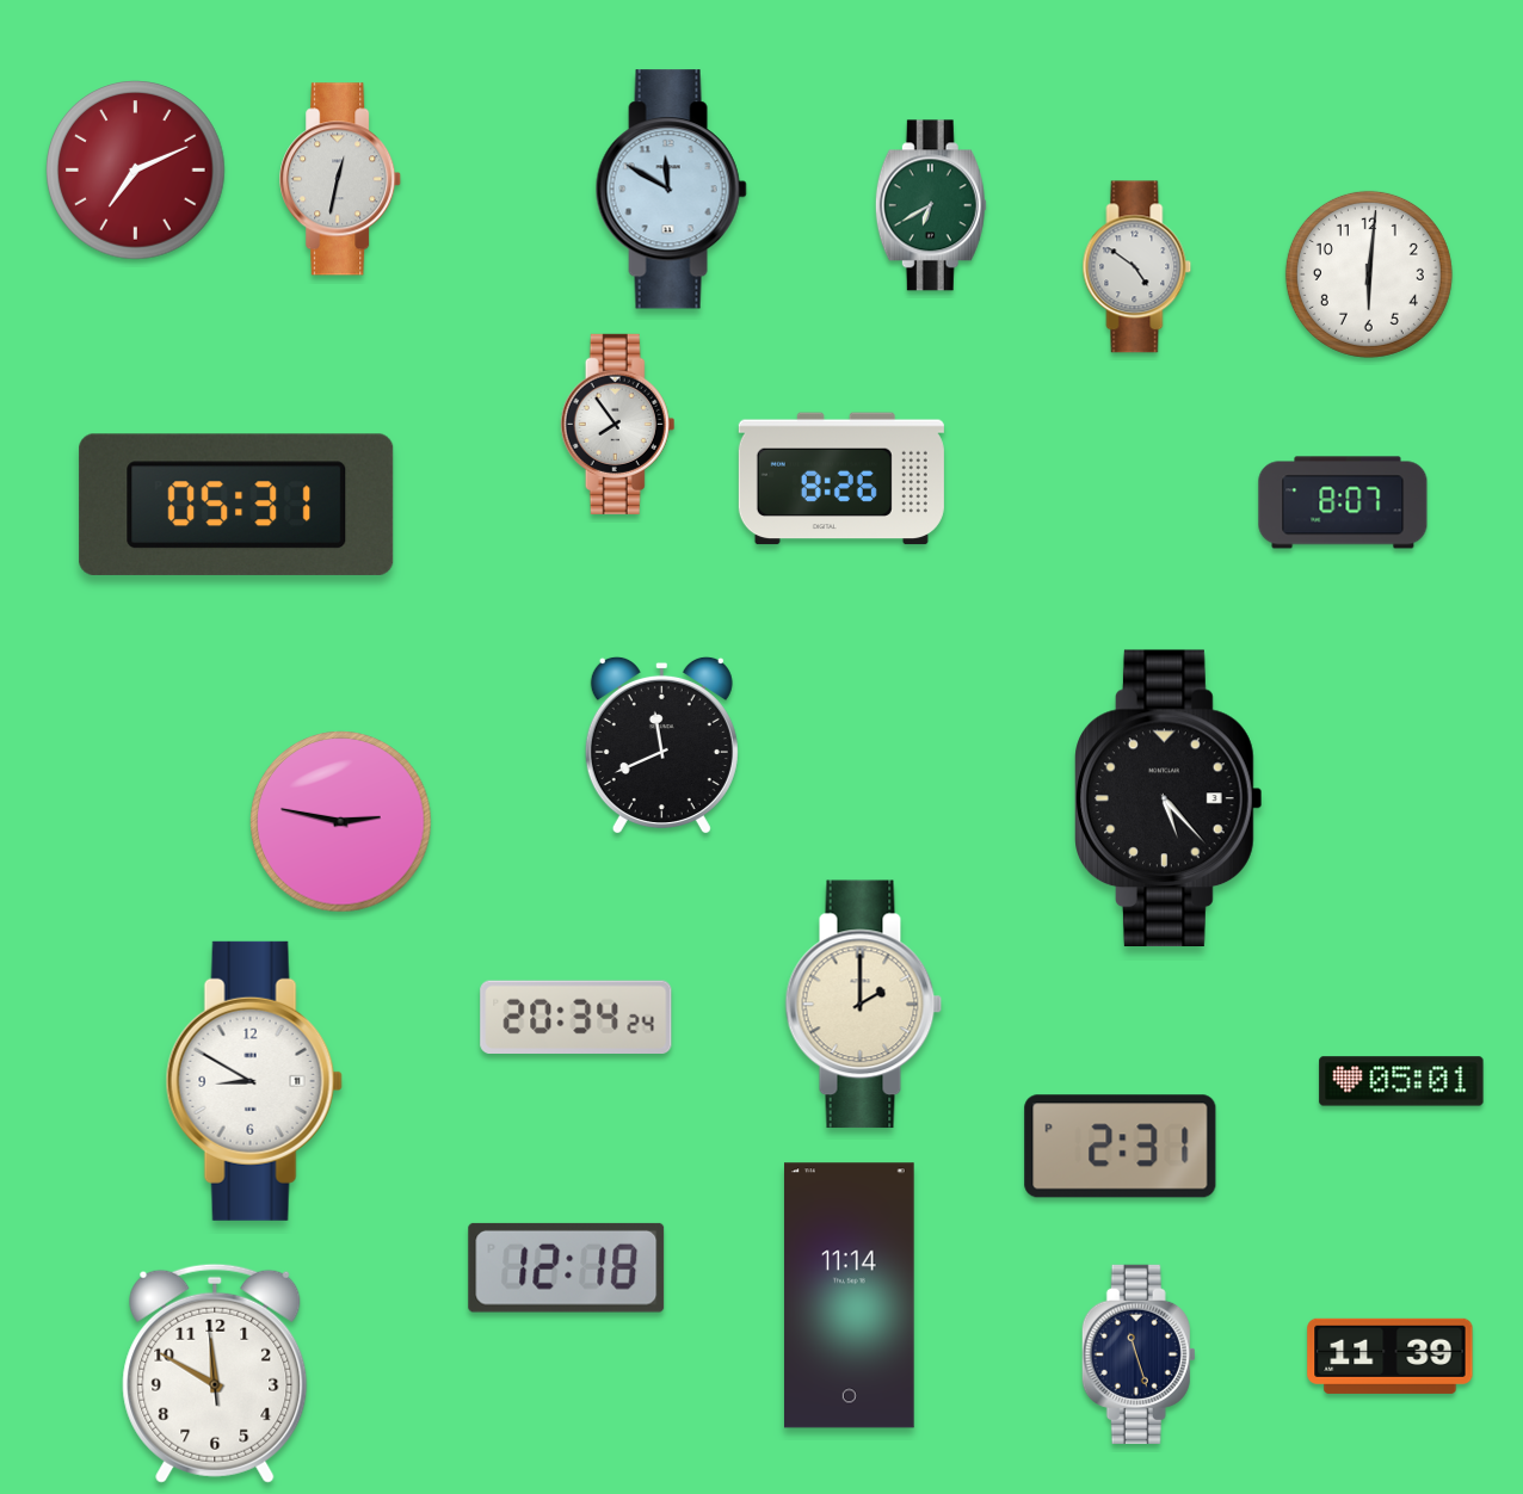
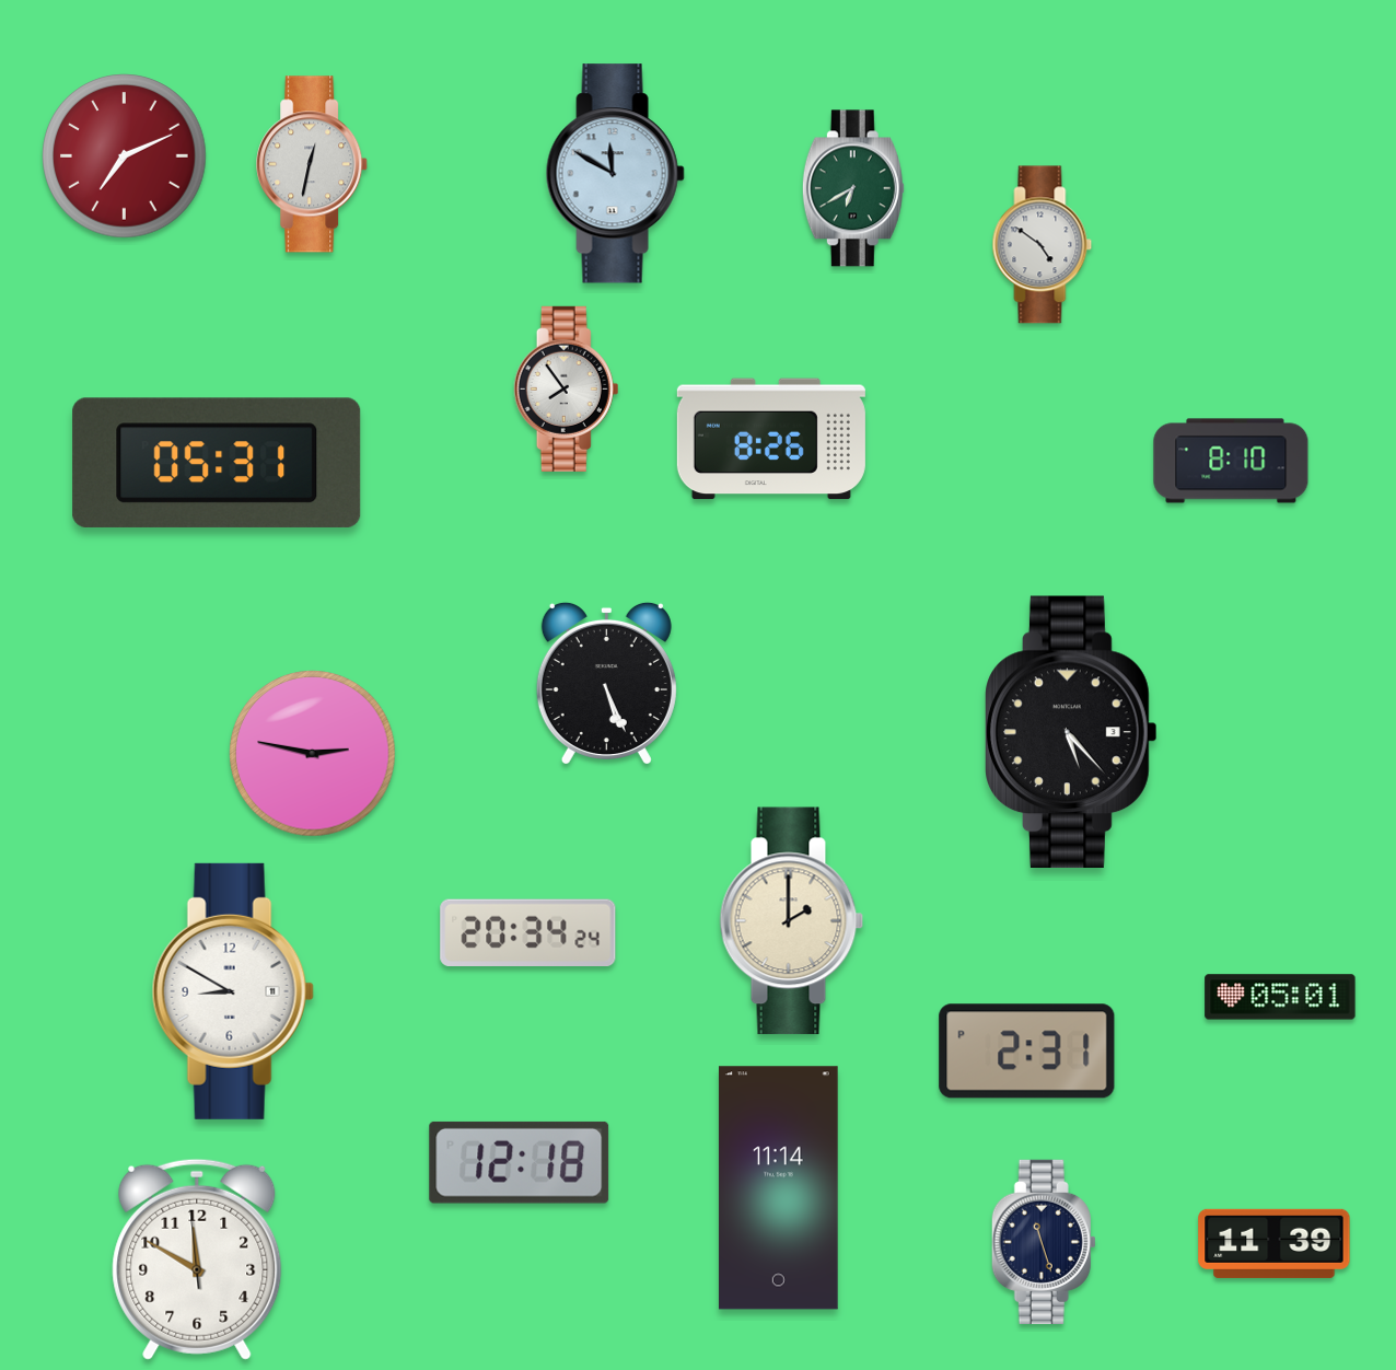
clock at (1369, 274): 6:01 -> none
clock at (1343, 502): 8:07 -> 8:10
clock at (661, 745): 11:41 -> 5:26
clock at (1401, 1081) position: (1401, 1081) -> (1280, 997)
